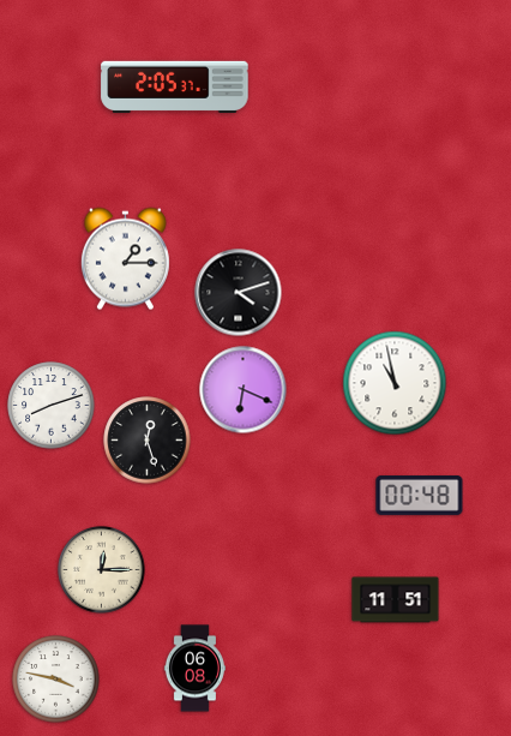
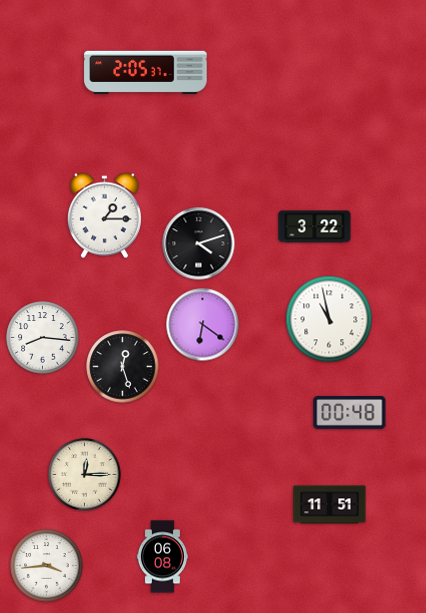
clock at (315, 227): none -> 3:22
clock at (244, 390): 6:19 -> 6:21
clock at (52, 406): 8:12 -> 8:16
clock at (396, 600) position: (396, 600) -> (330, 505)
clock at (56, 680): 3:47 -> 3:44
